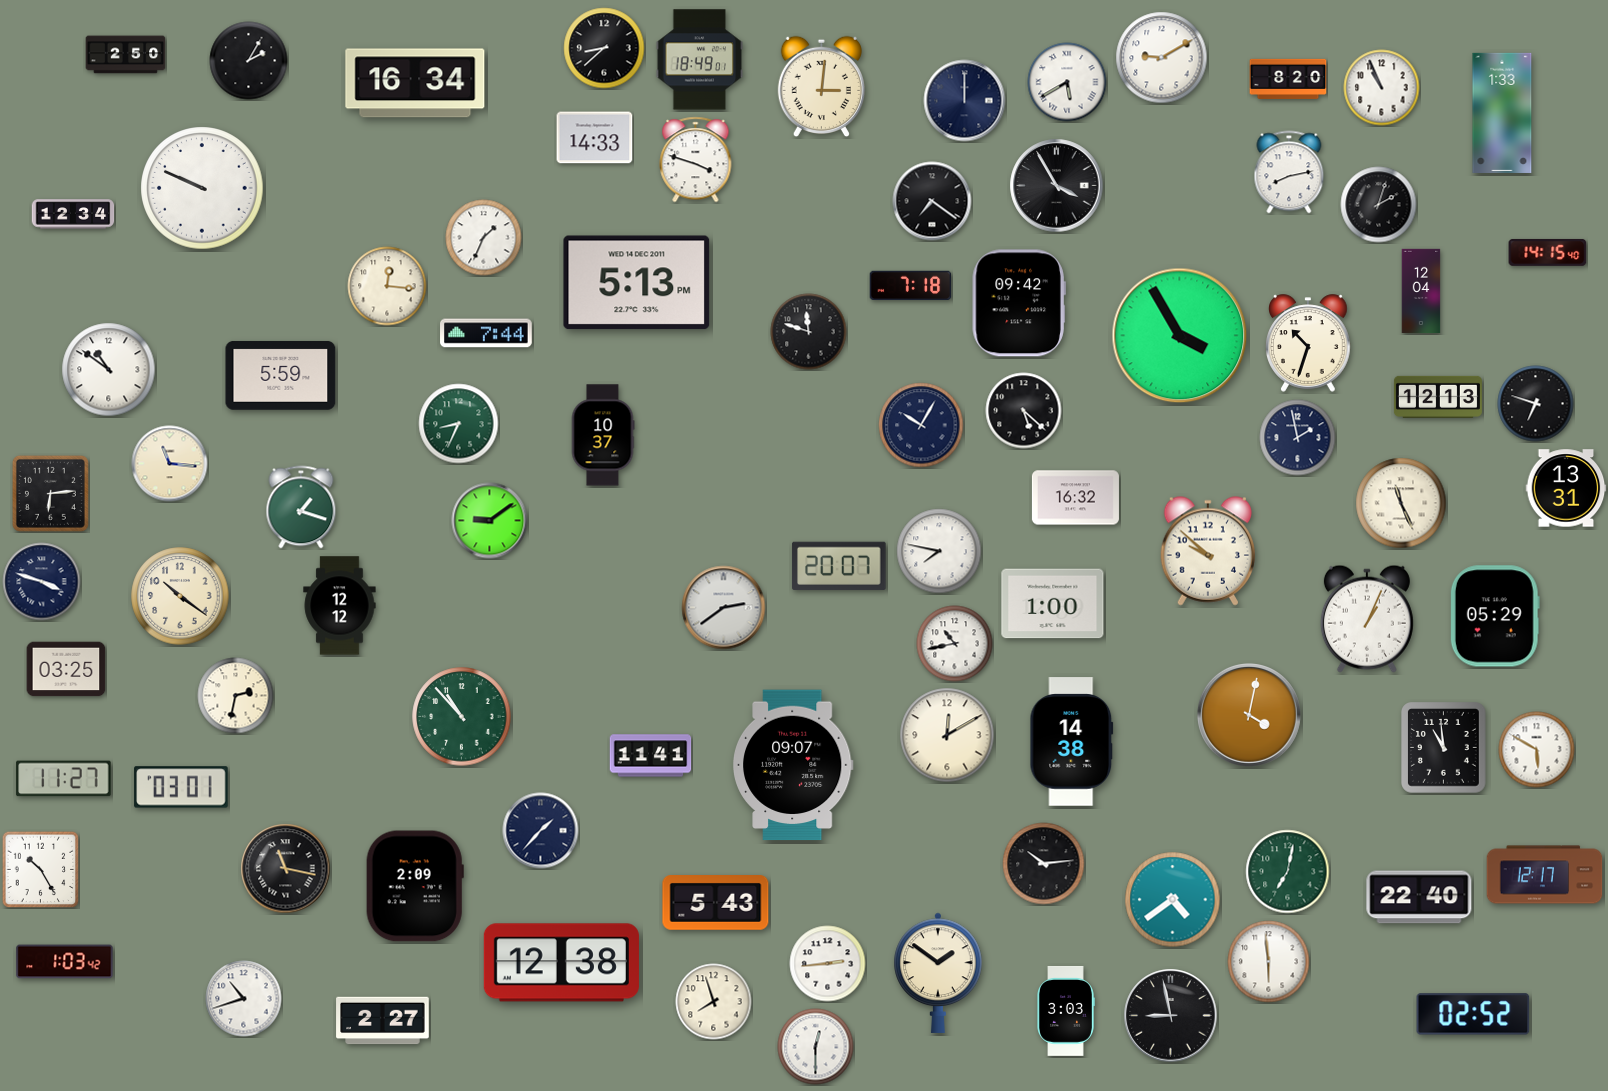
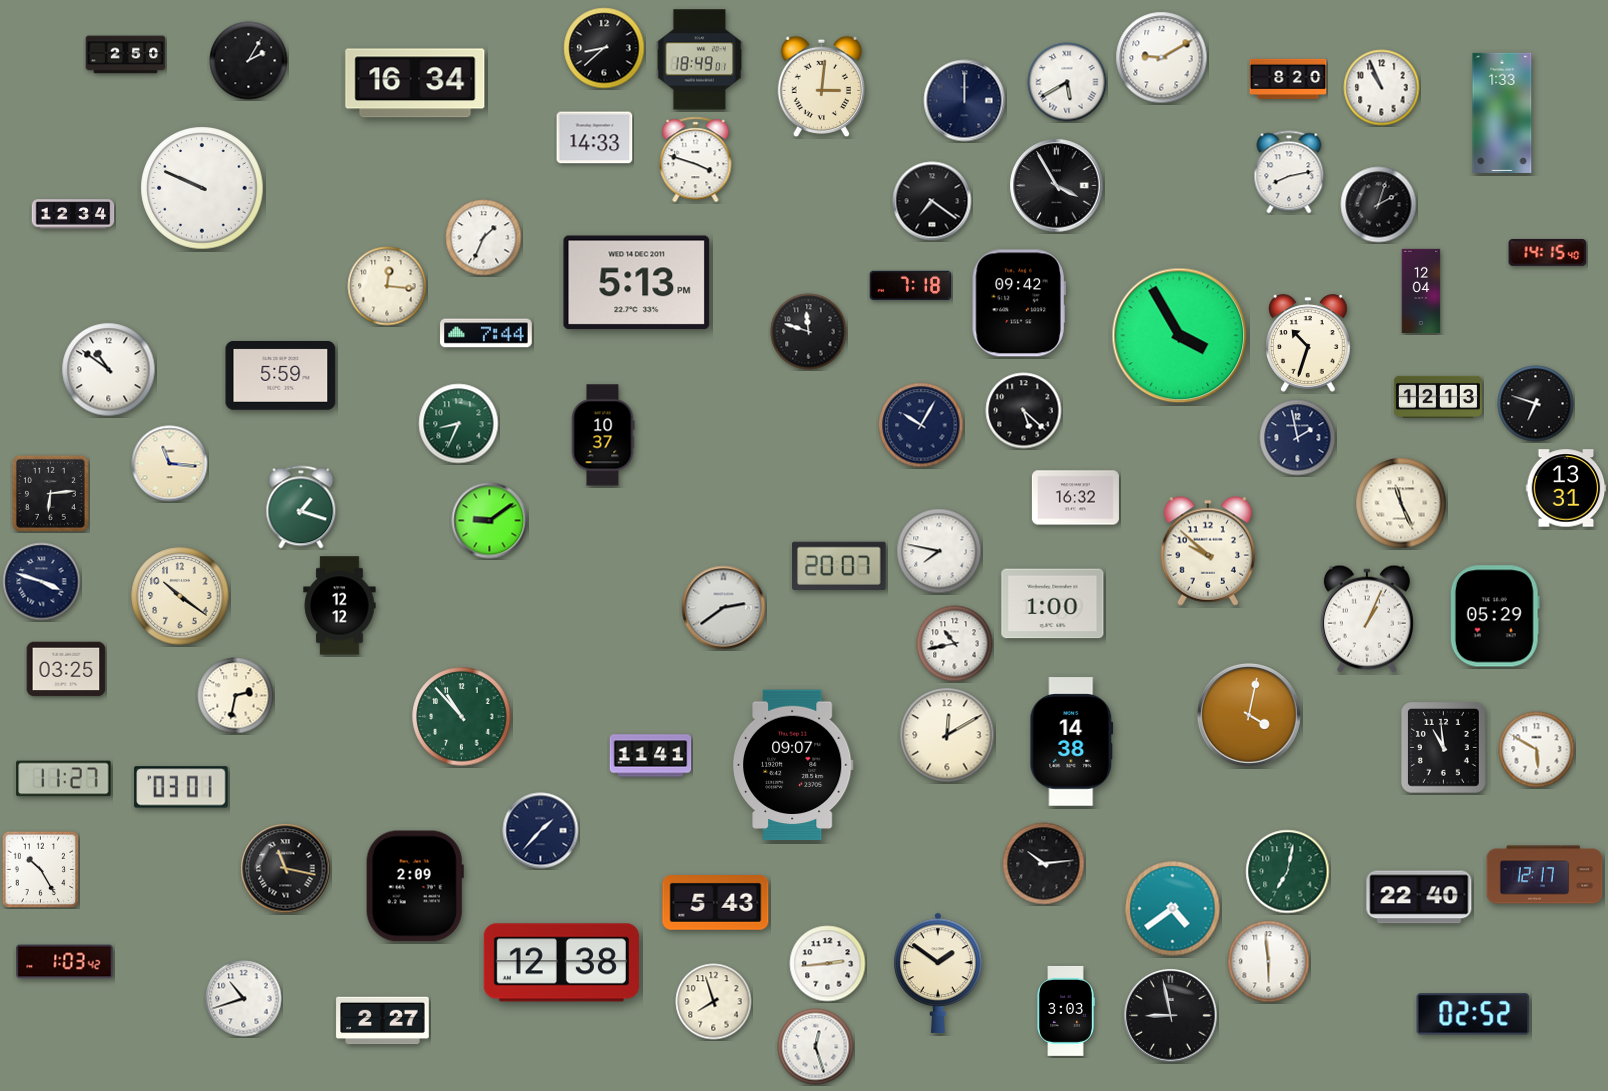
clock at (1173, 900) position: (1173, 900) -> (1173, 909)
clock at (816, 1047): 12:30 -> 12:27
